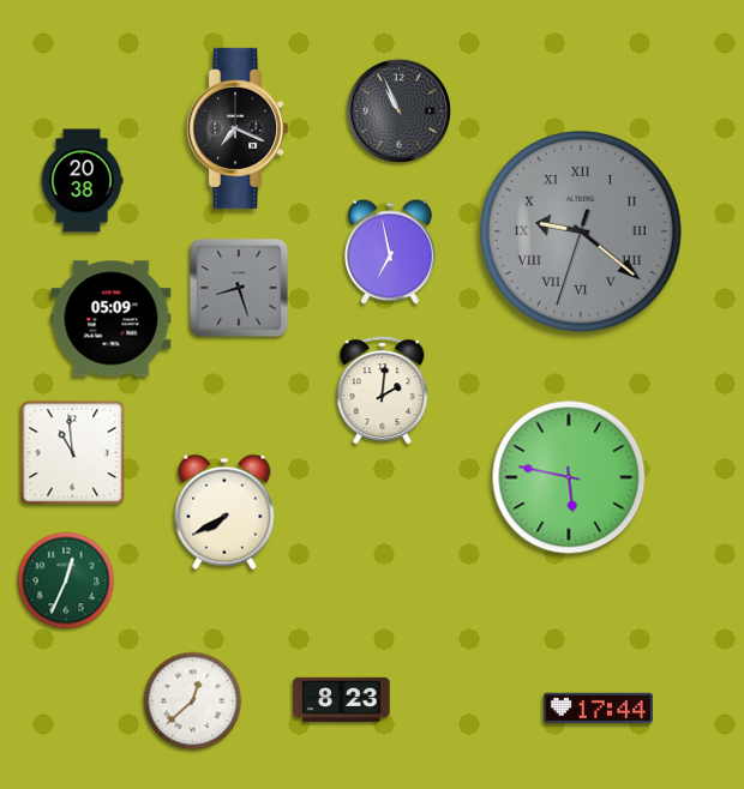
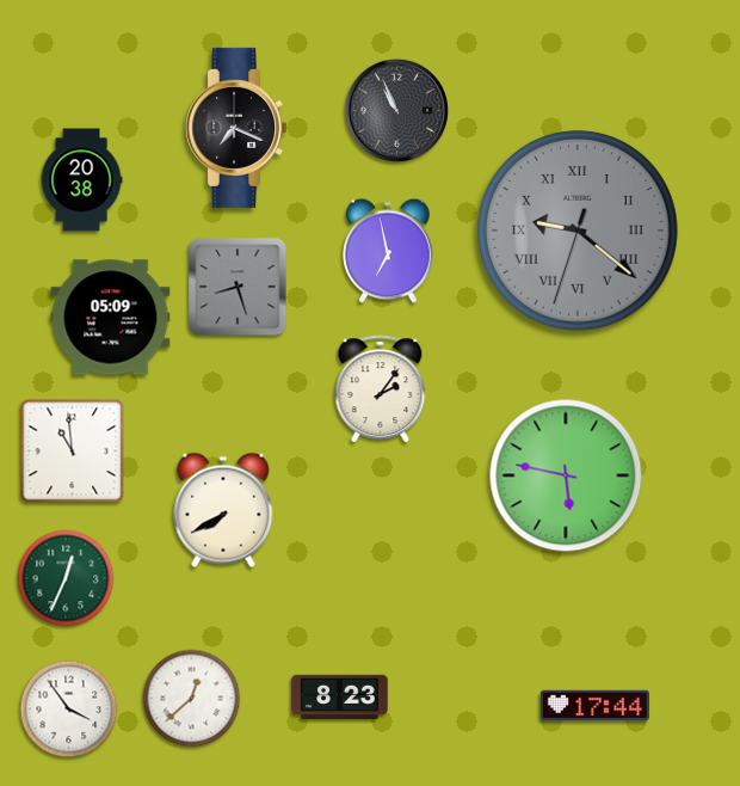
clock at (383, 391): 2:01 -> 2:06
clock at (69, 710): none -> 3:54
